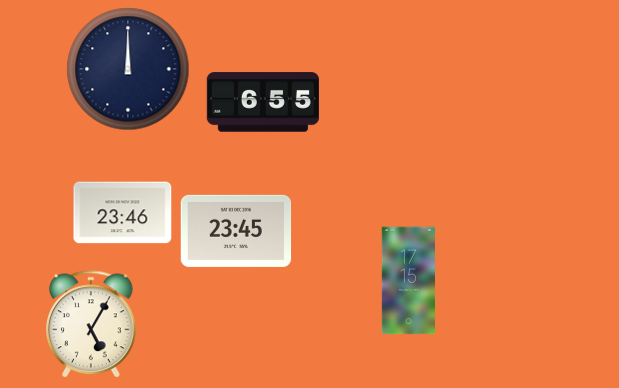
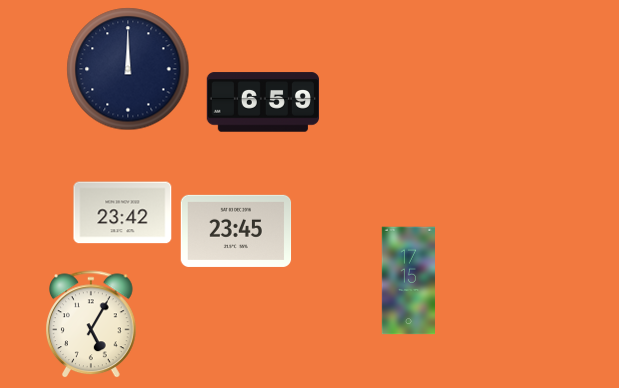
clock at (262, 102): 6:55 -> 6:59
clock at (123, 213): 23:46 -> 23:42
